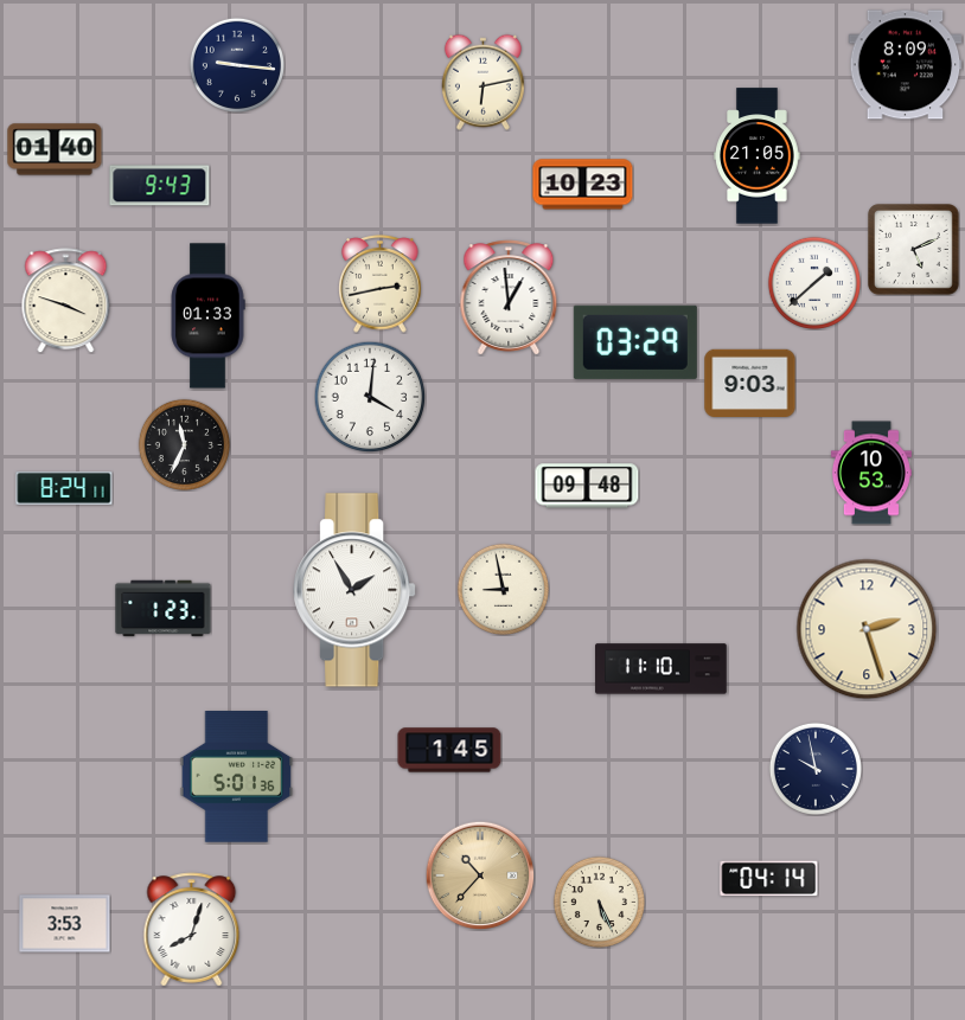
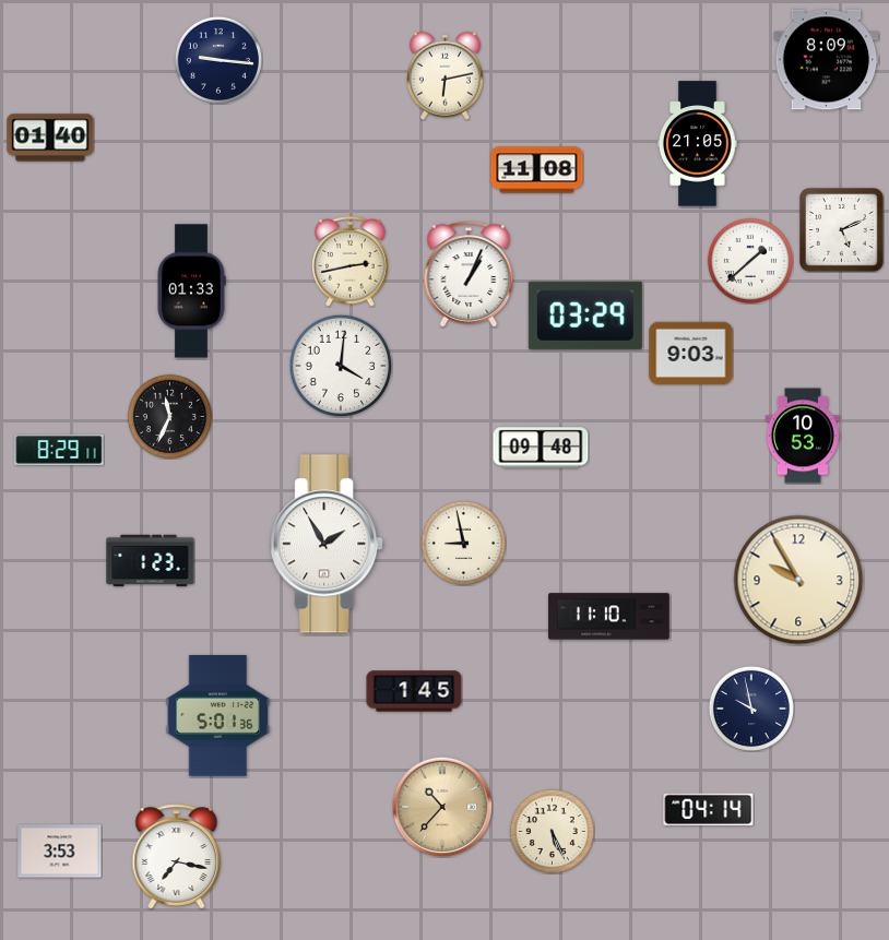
clock at (906, 65) position: (906, 65) -> (827, 60)
clock at (583, 185): 10:23 -> 11:08
clock at (160, 186): 9:43 -> none
clock at (509, 297): 12:59 -> 1:04
clock at (66, 301): 3:48 -> none
clock at (184, 444) position: (184, 444) -> (169, 416)
clock at (64, 489): 8:24 -> 8:29
clock at (867, 629): 2:27 -> 9:55
clock at (192, 930): 8:03 -> 7:17
